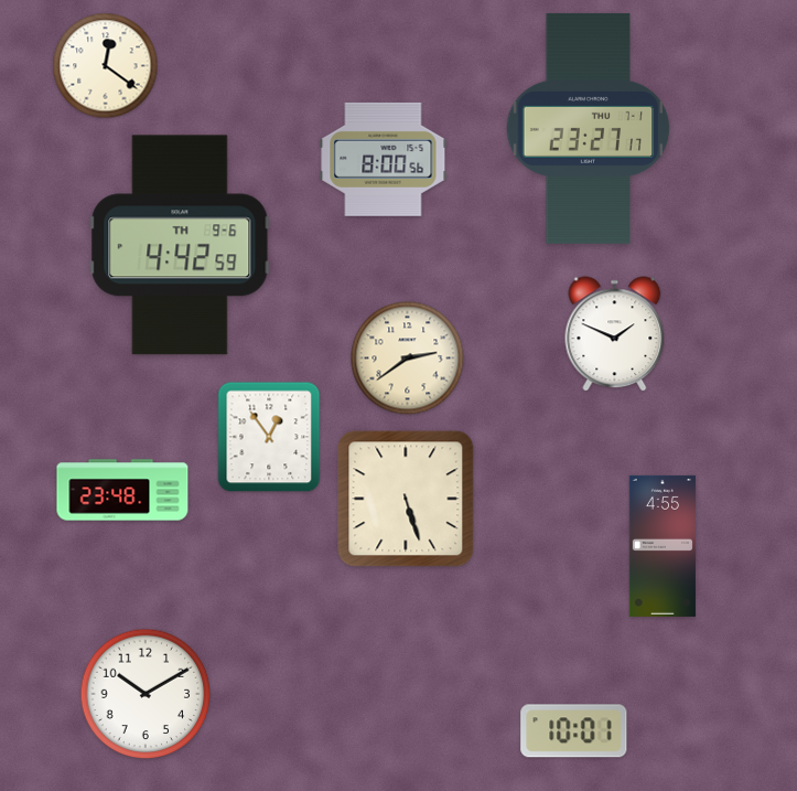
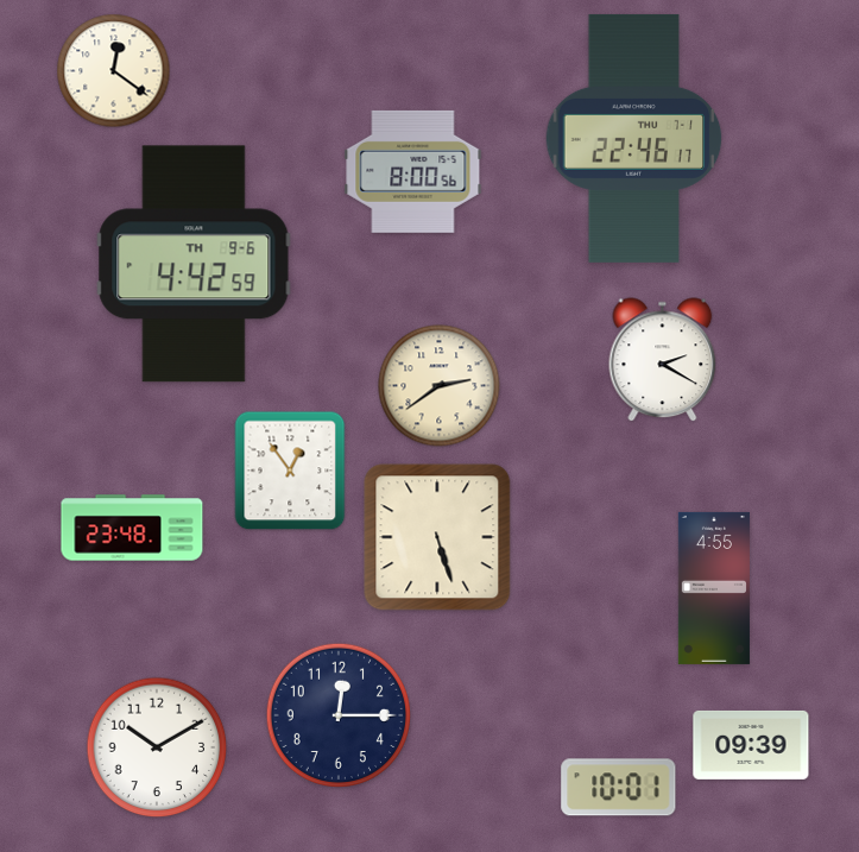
clock at (589, 128): 23:27 -> 22:46
clock at (615, 334): 1:49 -> 2:20
clock at (337, 714): none -> 12:15
clock at (751, 745): none -> 09:39
